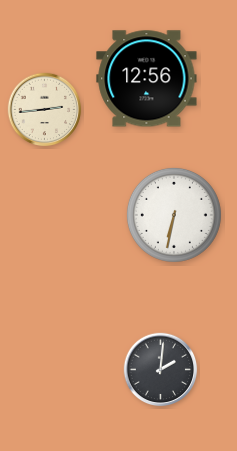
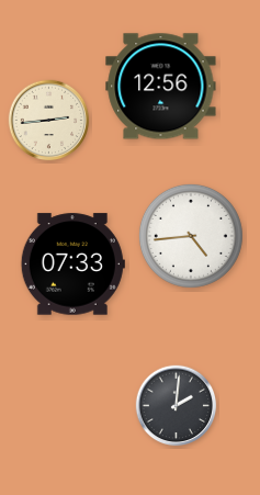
clock at (174, 215): 6:32 -> 4:44
clock at (72, 265): none -> 07:33
